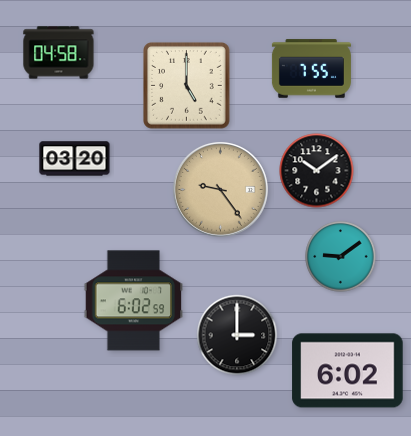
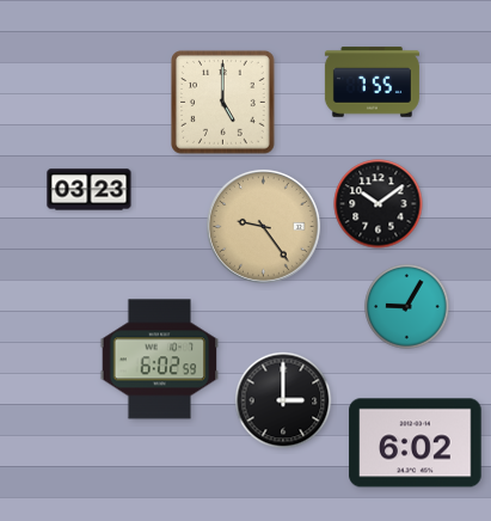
clock at (59, 53): 04:58 -> none
clock at (75, 159): 03:20 -> 03:23
clock at (341, 257): 9:09 -> 9:05
